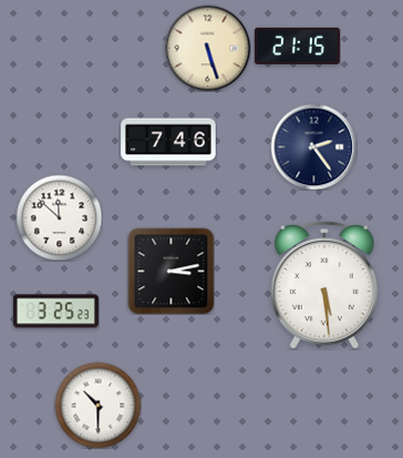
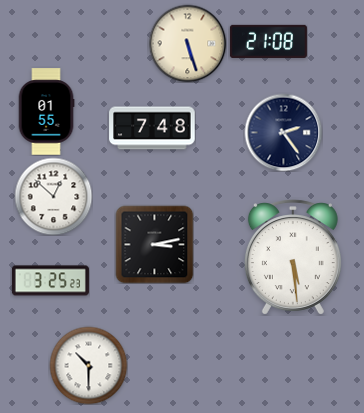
clock at (297, 45): 21:15 -> 21:08
clock at (46, 112): none -> 01:55
clock at (168, 142): 7:46 -> 7:48
clock at (59, 217): 11:52 -> 12:52
